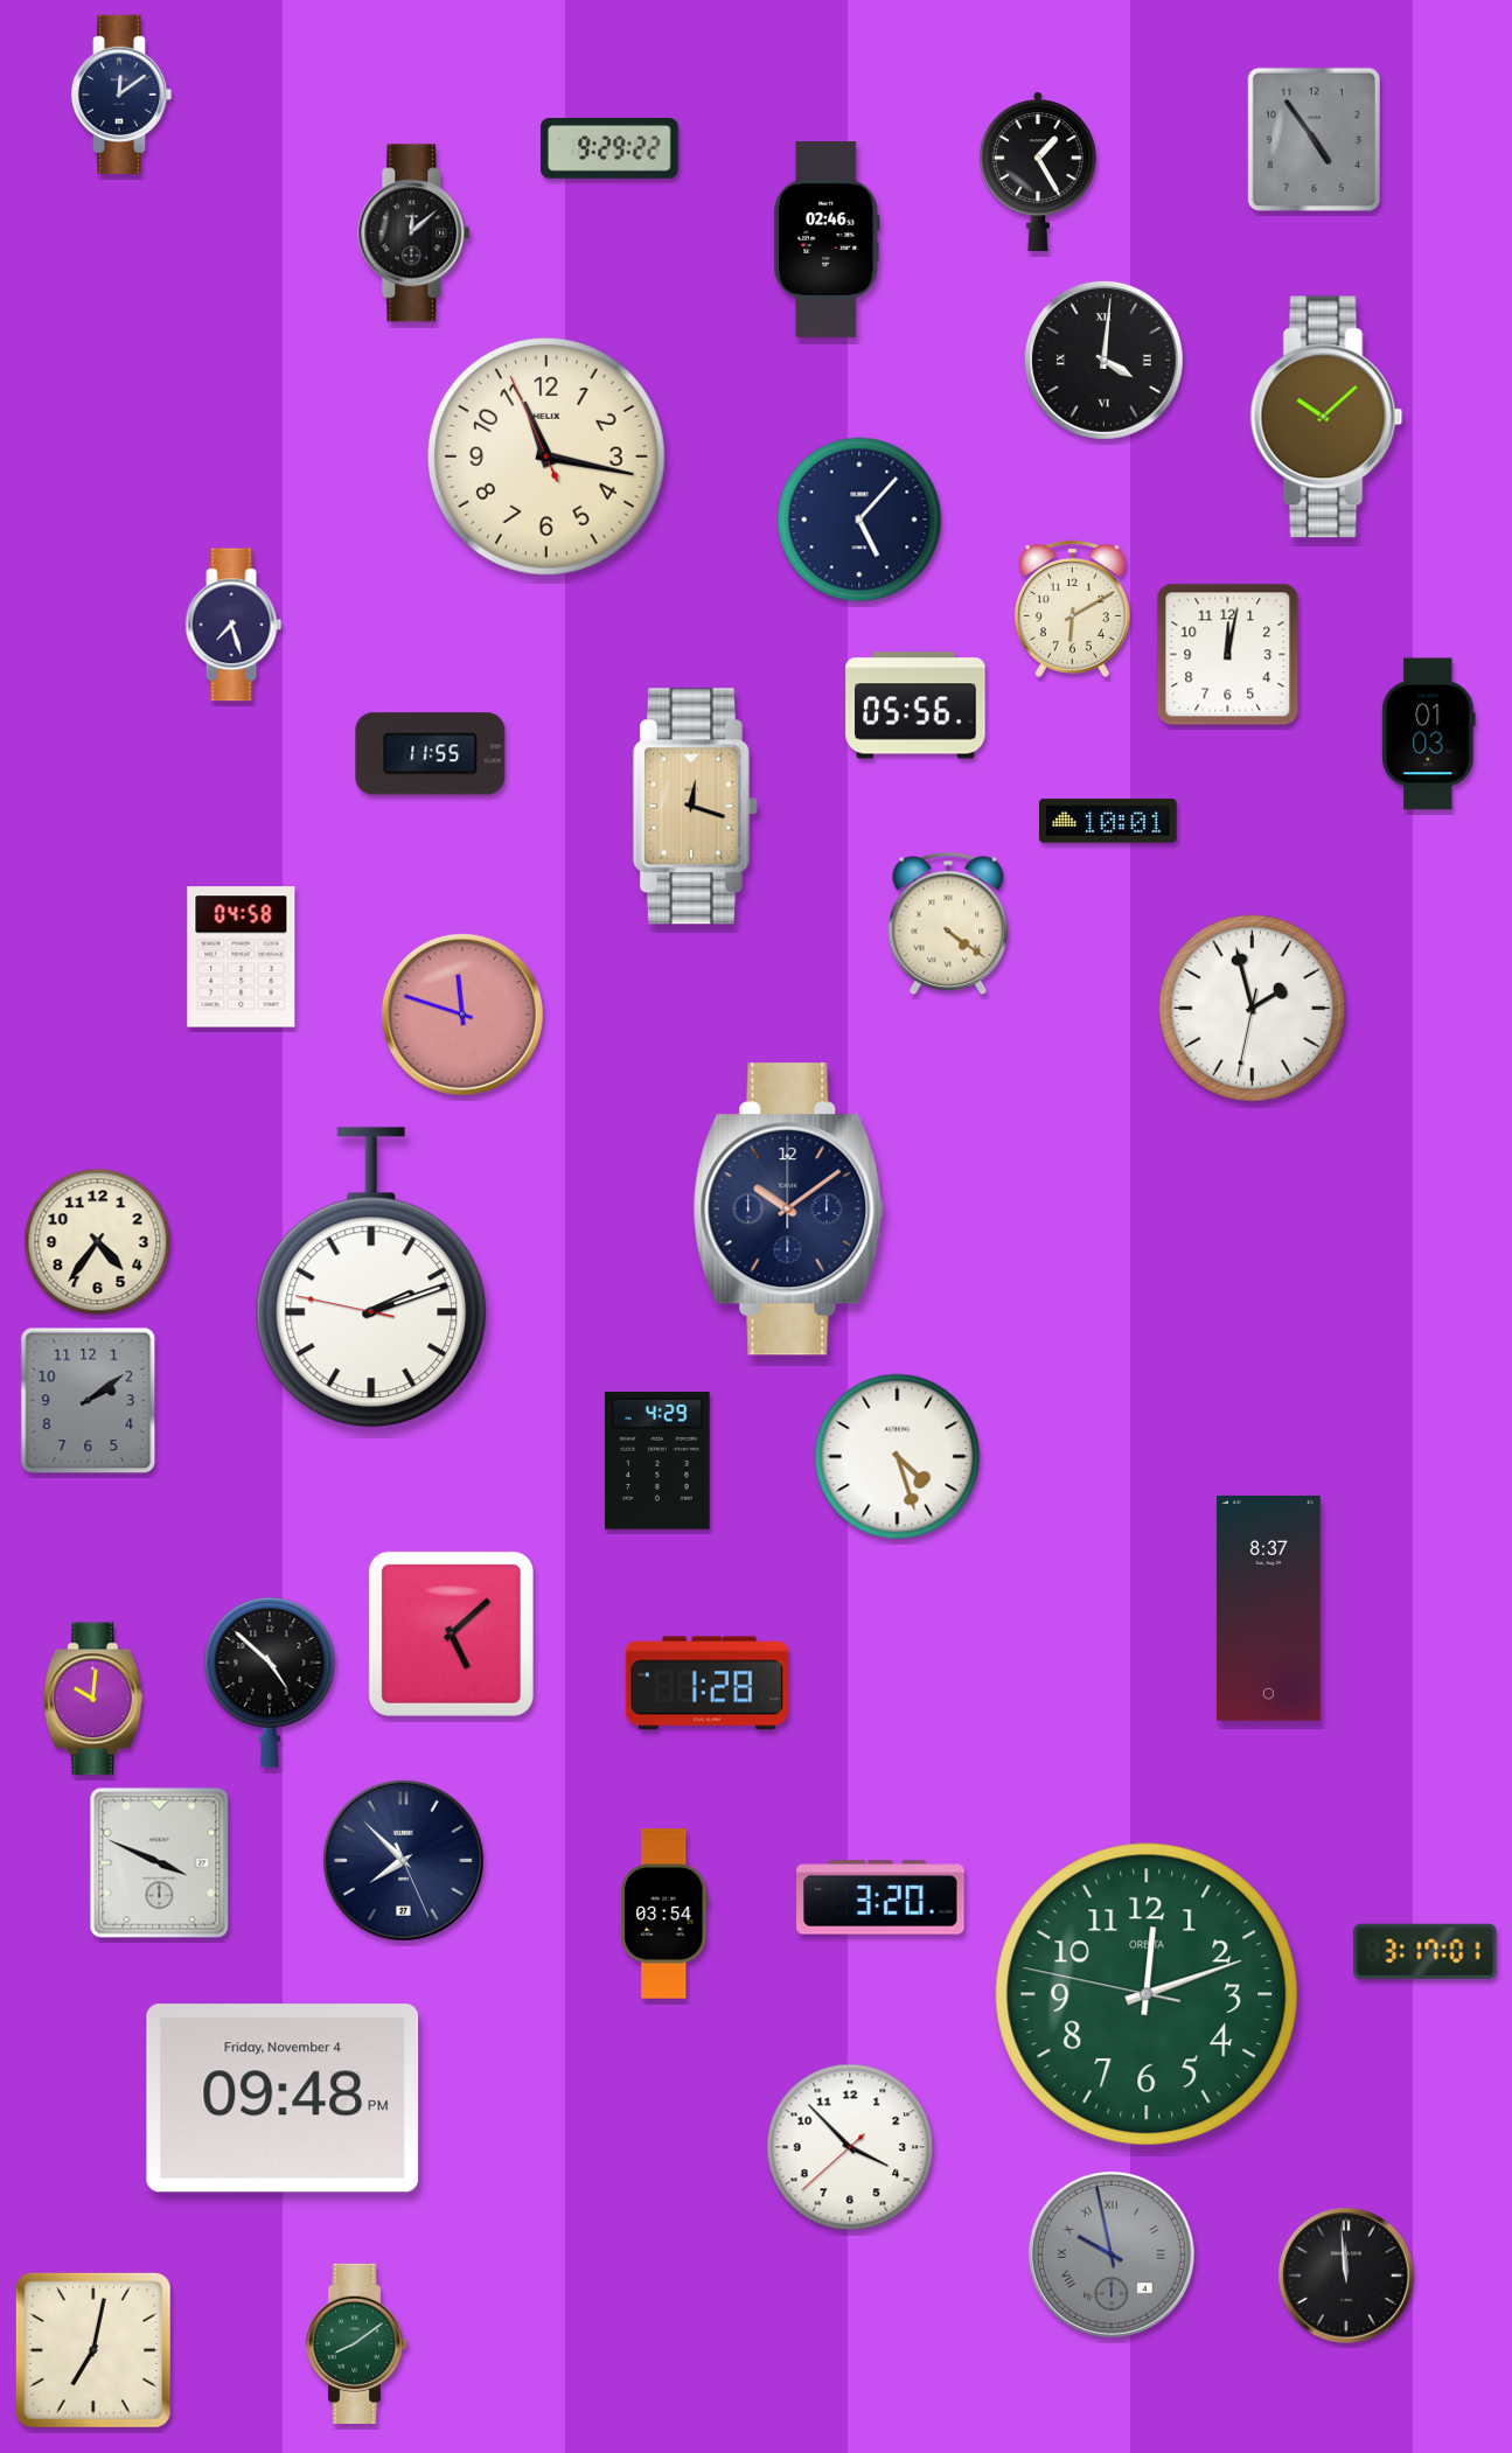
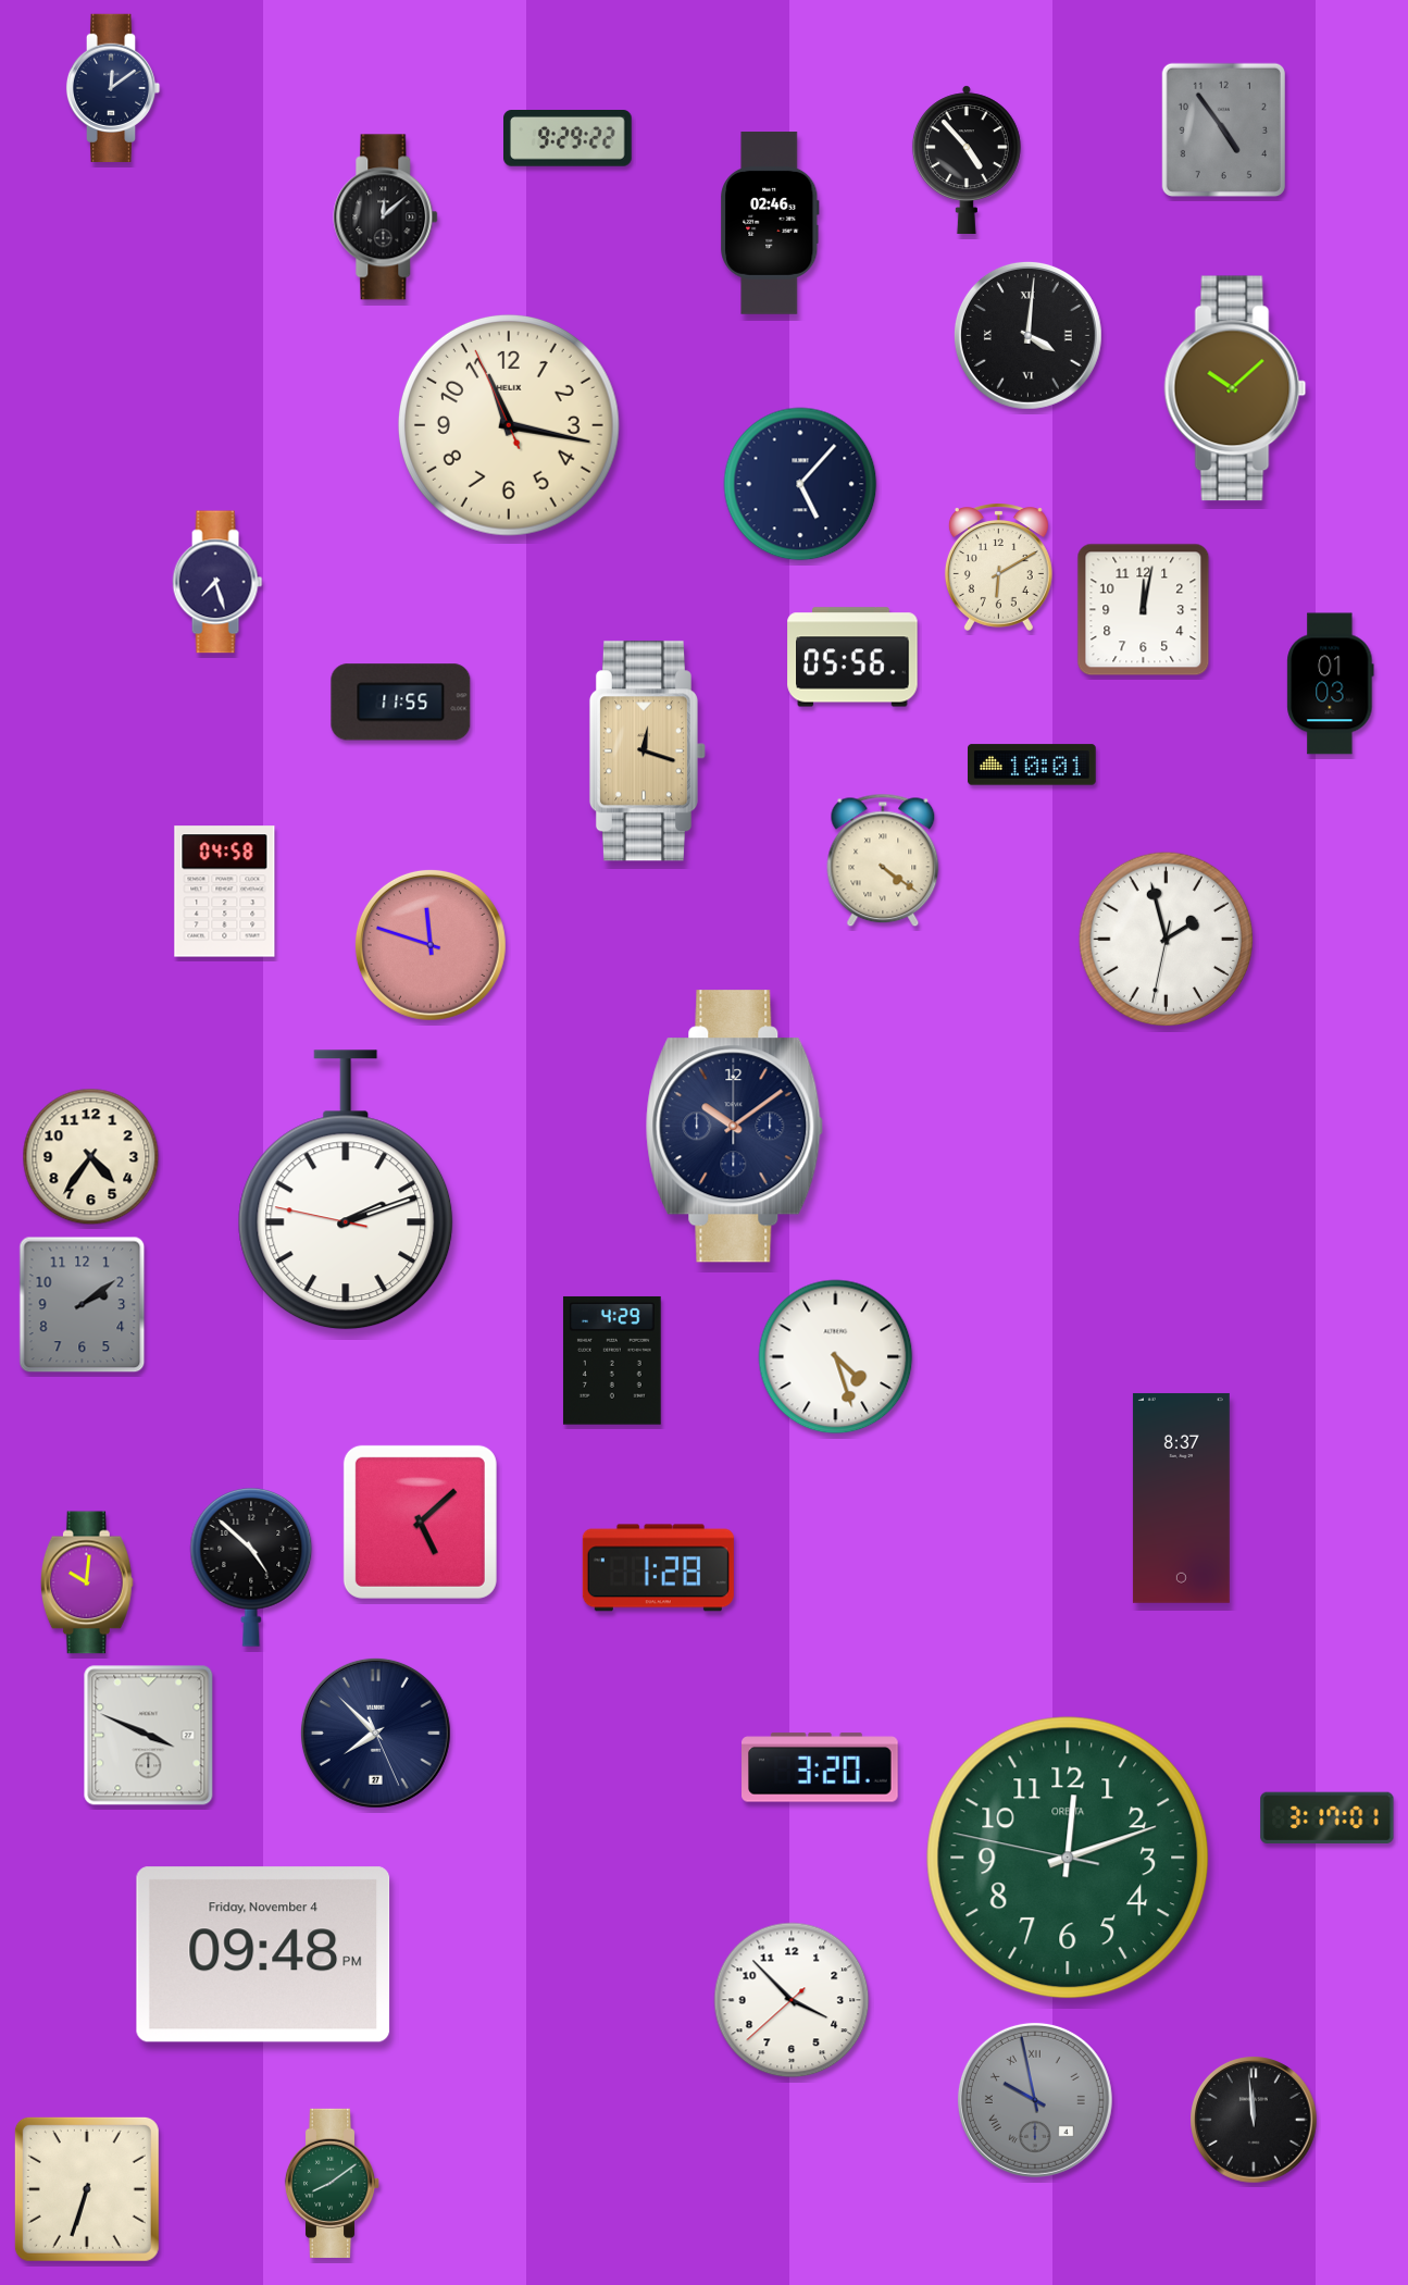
clock at (1038, 170): 1:25 -> 4:53
clock at (664, 1914): 03:54 -> none
clock at (93, 2350): 7:02 -> 6:33
